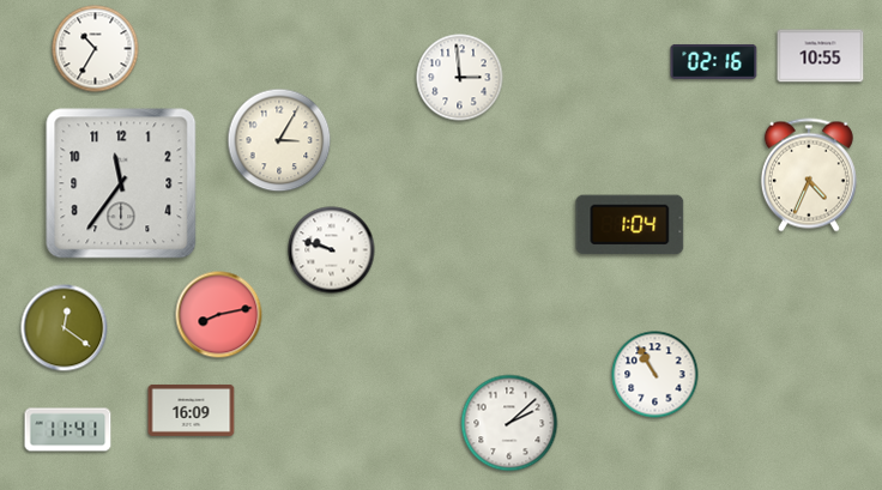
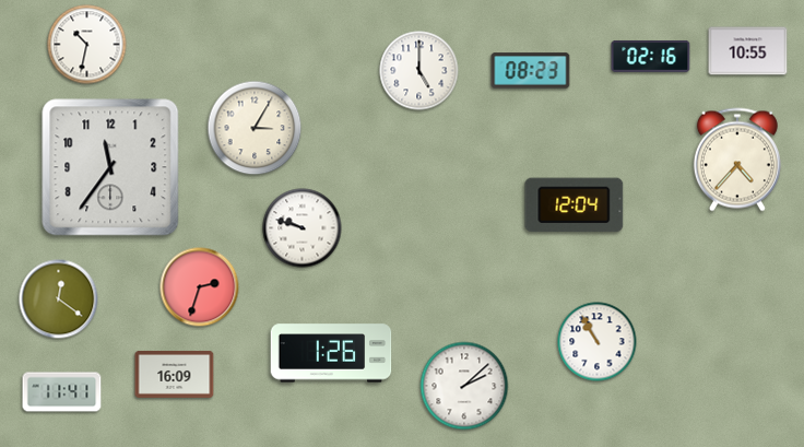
clock at (96, 49): 10:35 -> 10:32
clock at (460, 78): 2:59 -> 5:00
clock at (531, 71): none -> 08:23
clock at (809, 175): 4:34 -> 4:37
clock at (630, 225): 1:04 -> 12:04
clock at (219, 315): 8:13 -> 2:33
clock at (331, 353): none -> 1:26
